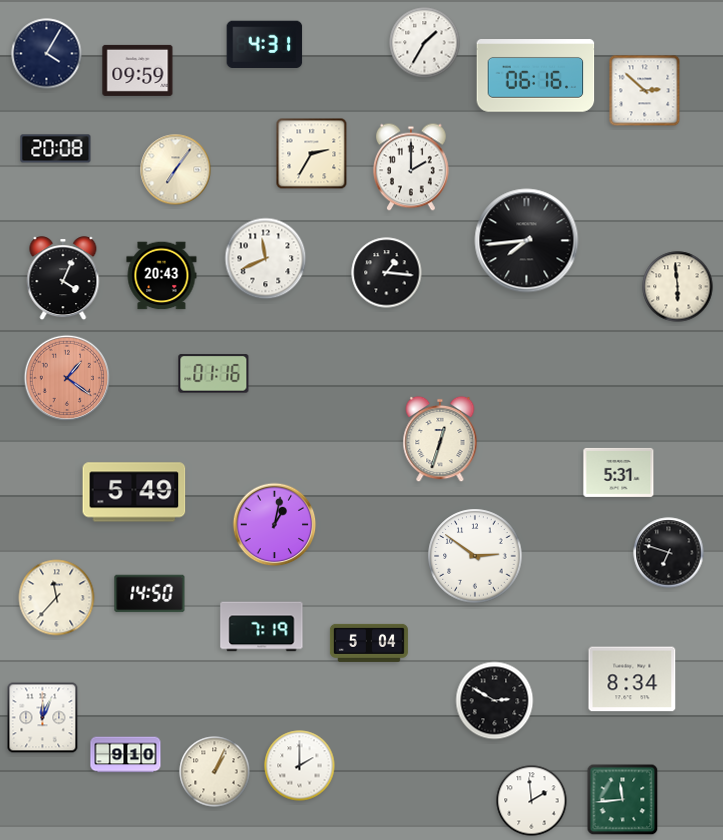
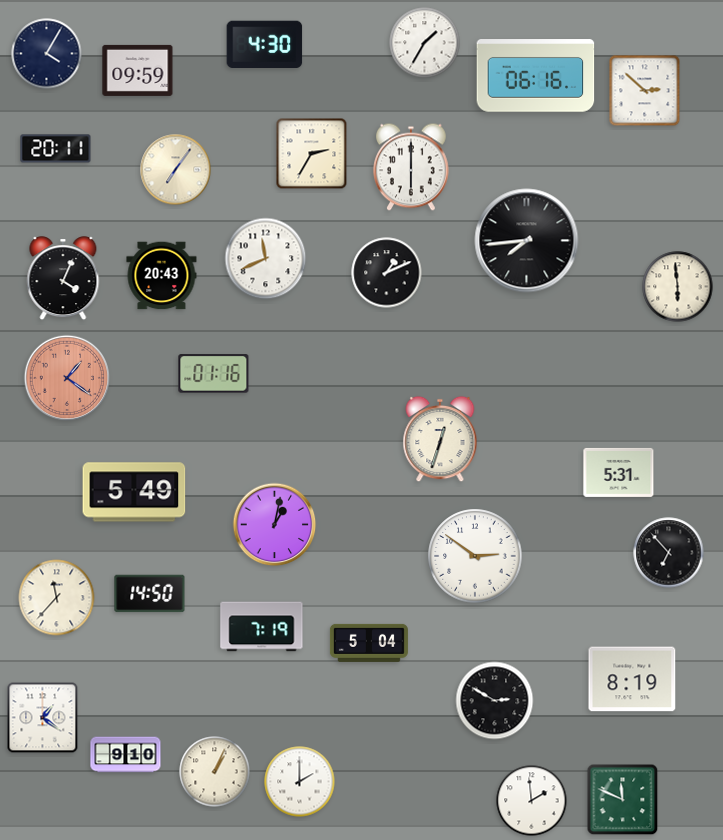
clock at (265, 45): 4:31 -> 4:30
clock at (56, 149): 20:08 -> 20:11
clock at (412, 167): 2:00 -> 6:00
clock at (387, 273): 1:16 -> 1:11
clock at (669, 553): 6:48 -> 6:53
clock at (632, 679): 8:34 -> 8:19
clock at (43, 718): 12:04 -> 1:21
clock at (300, 766) position: (300, 766) -> (300, 782)
clock at (623, 800): 11:44 -> 11:49
